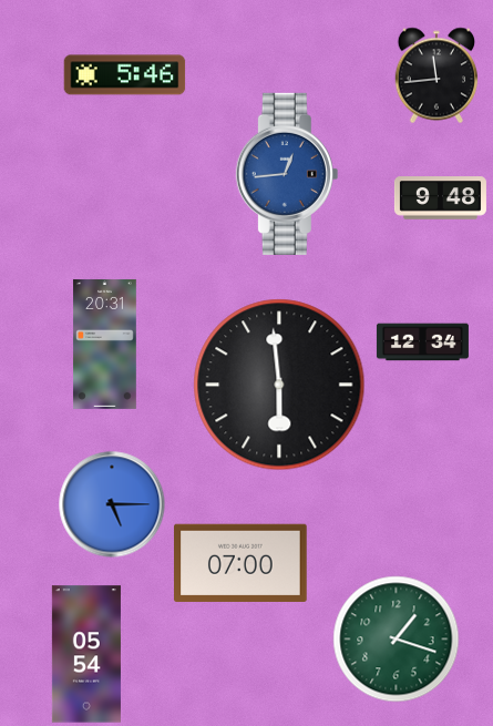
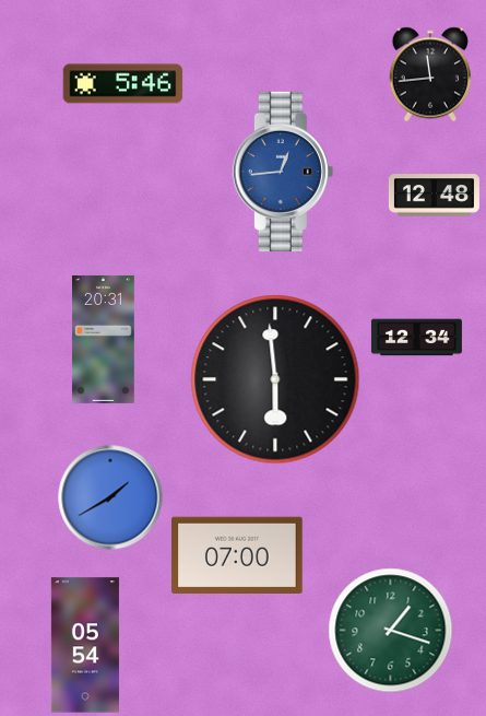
clock at (125, 75) position: (125, 75) -> (123, 84)
clock at (440, 198): 9:48 -> 12:48
clock at (112, 504): 5:15 -> 1:40
